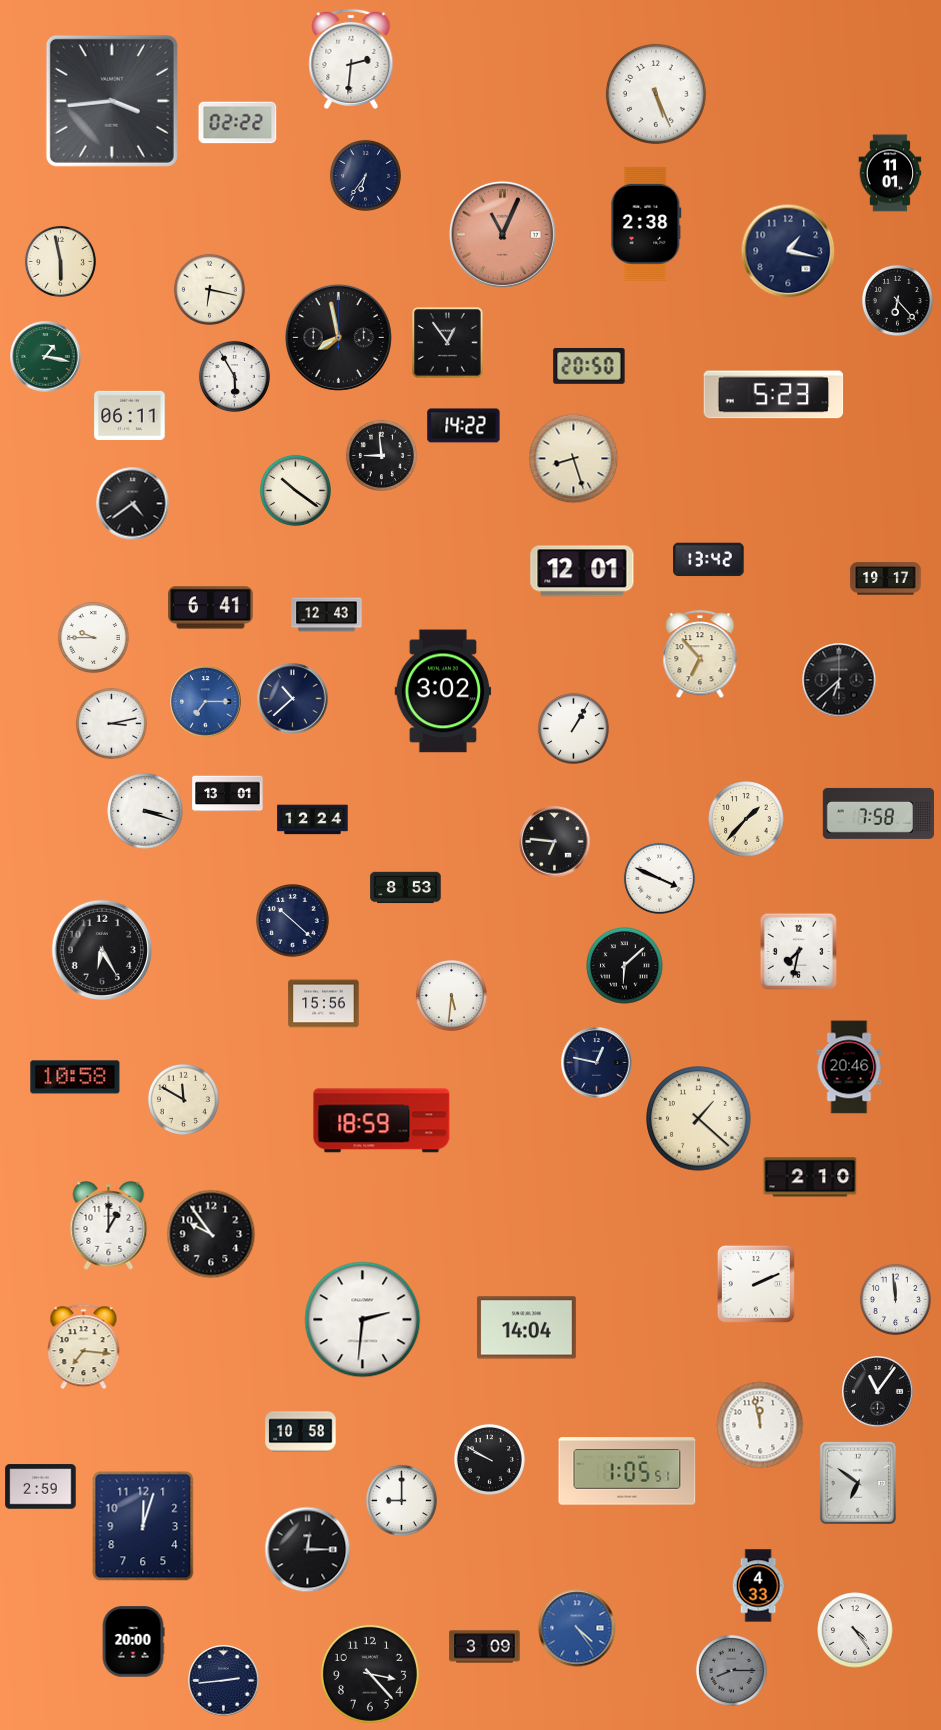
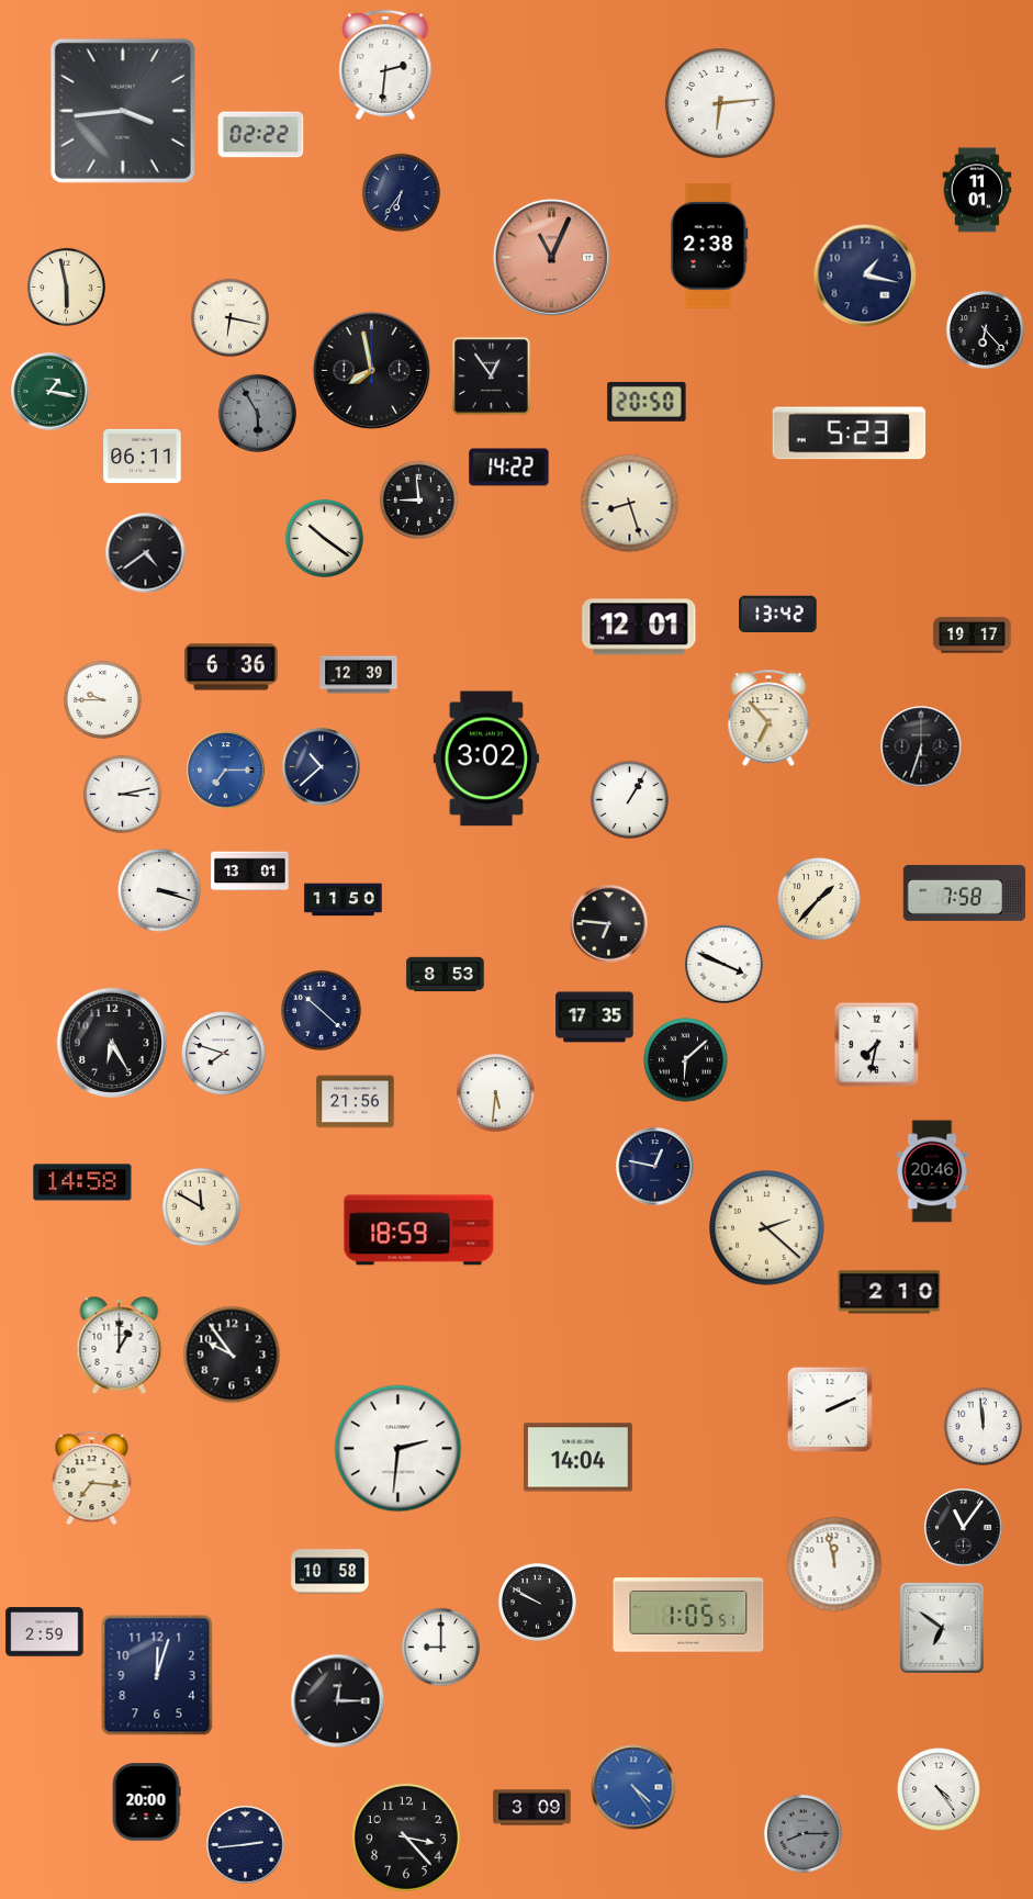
clock at (656, 94): 5:26 -> 6:14
clock at (234, 376) dial: white -> grey
clock at (211, 608): 6:41 -> 6:36
clock at (327, 615): 12:43 -> 12:39
clock at (839, 680): 6:38 -> 6:33
clock at (313, 820): 12:24 -> 11:50
clock at (595, 1018): none -> 17:35
clock at (224, 1054): none -> 7:48
clock at (324, 1004): 15:56 -> 21:56
clock at (75, 1077): 10:58 -> 14:58
clock at (699, 1119): 1:22 -> 2:22
clock at (758, 1586): 4:33 -> none
